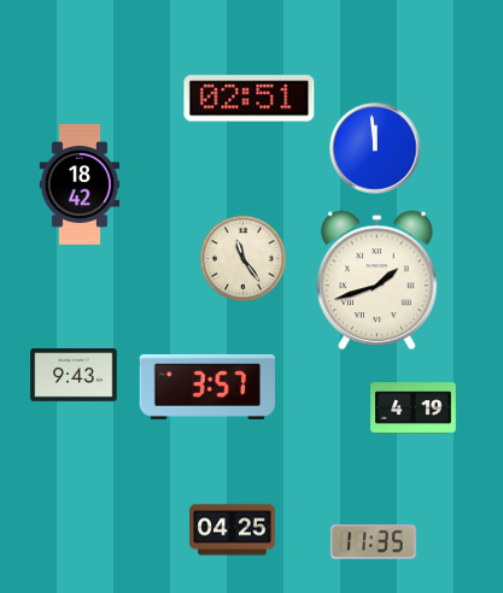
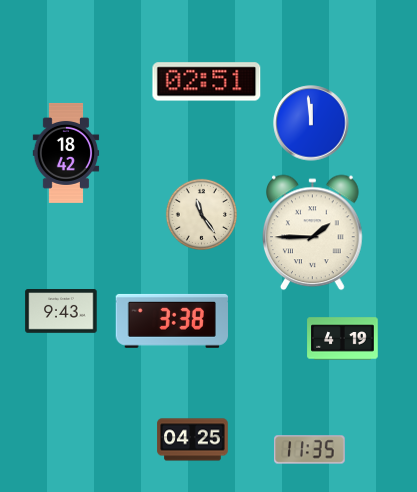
clock at (378, 281): 1:42 -> 1:45
clock at (206, 387): 3:57 -> 3:38
